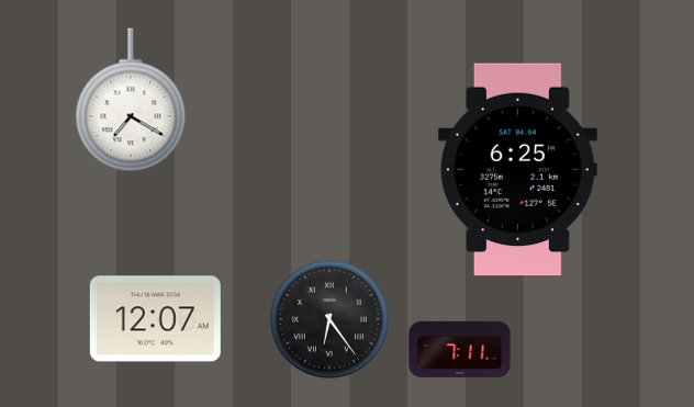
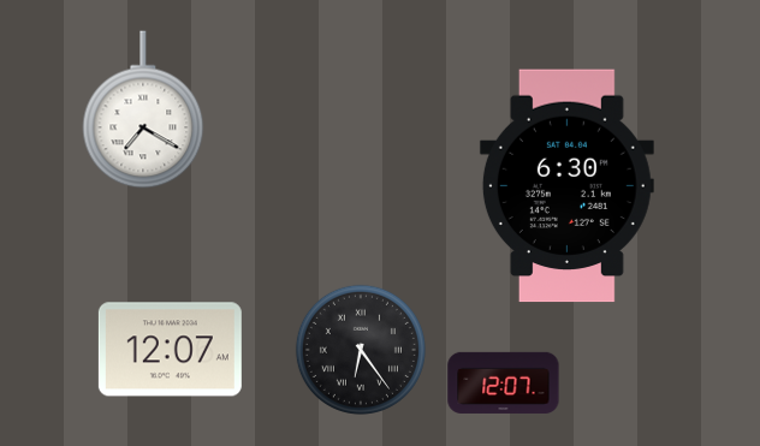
clock at (517, 170): 6:25 -> 6:30
clock at (460, 349): 7:11 -> 12:07
